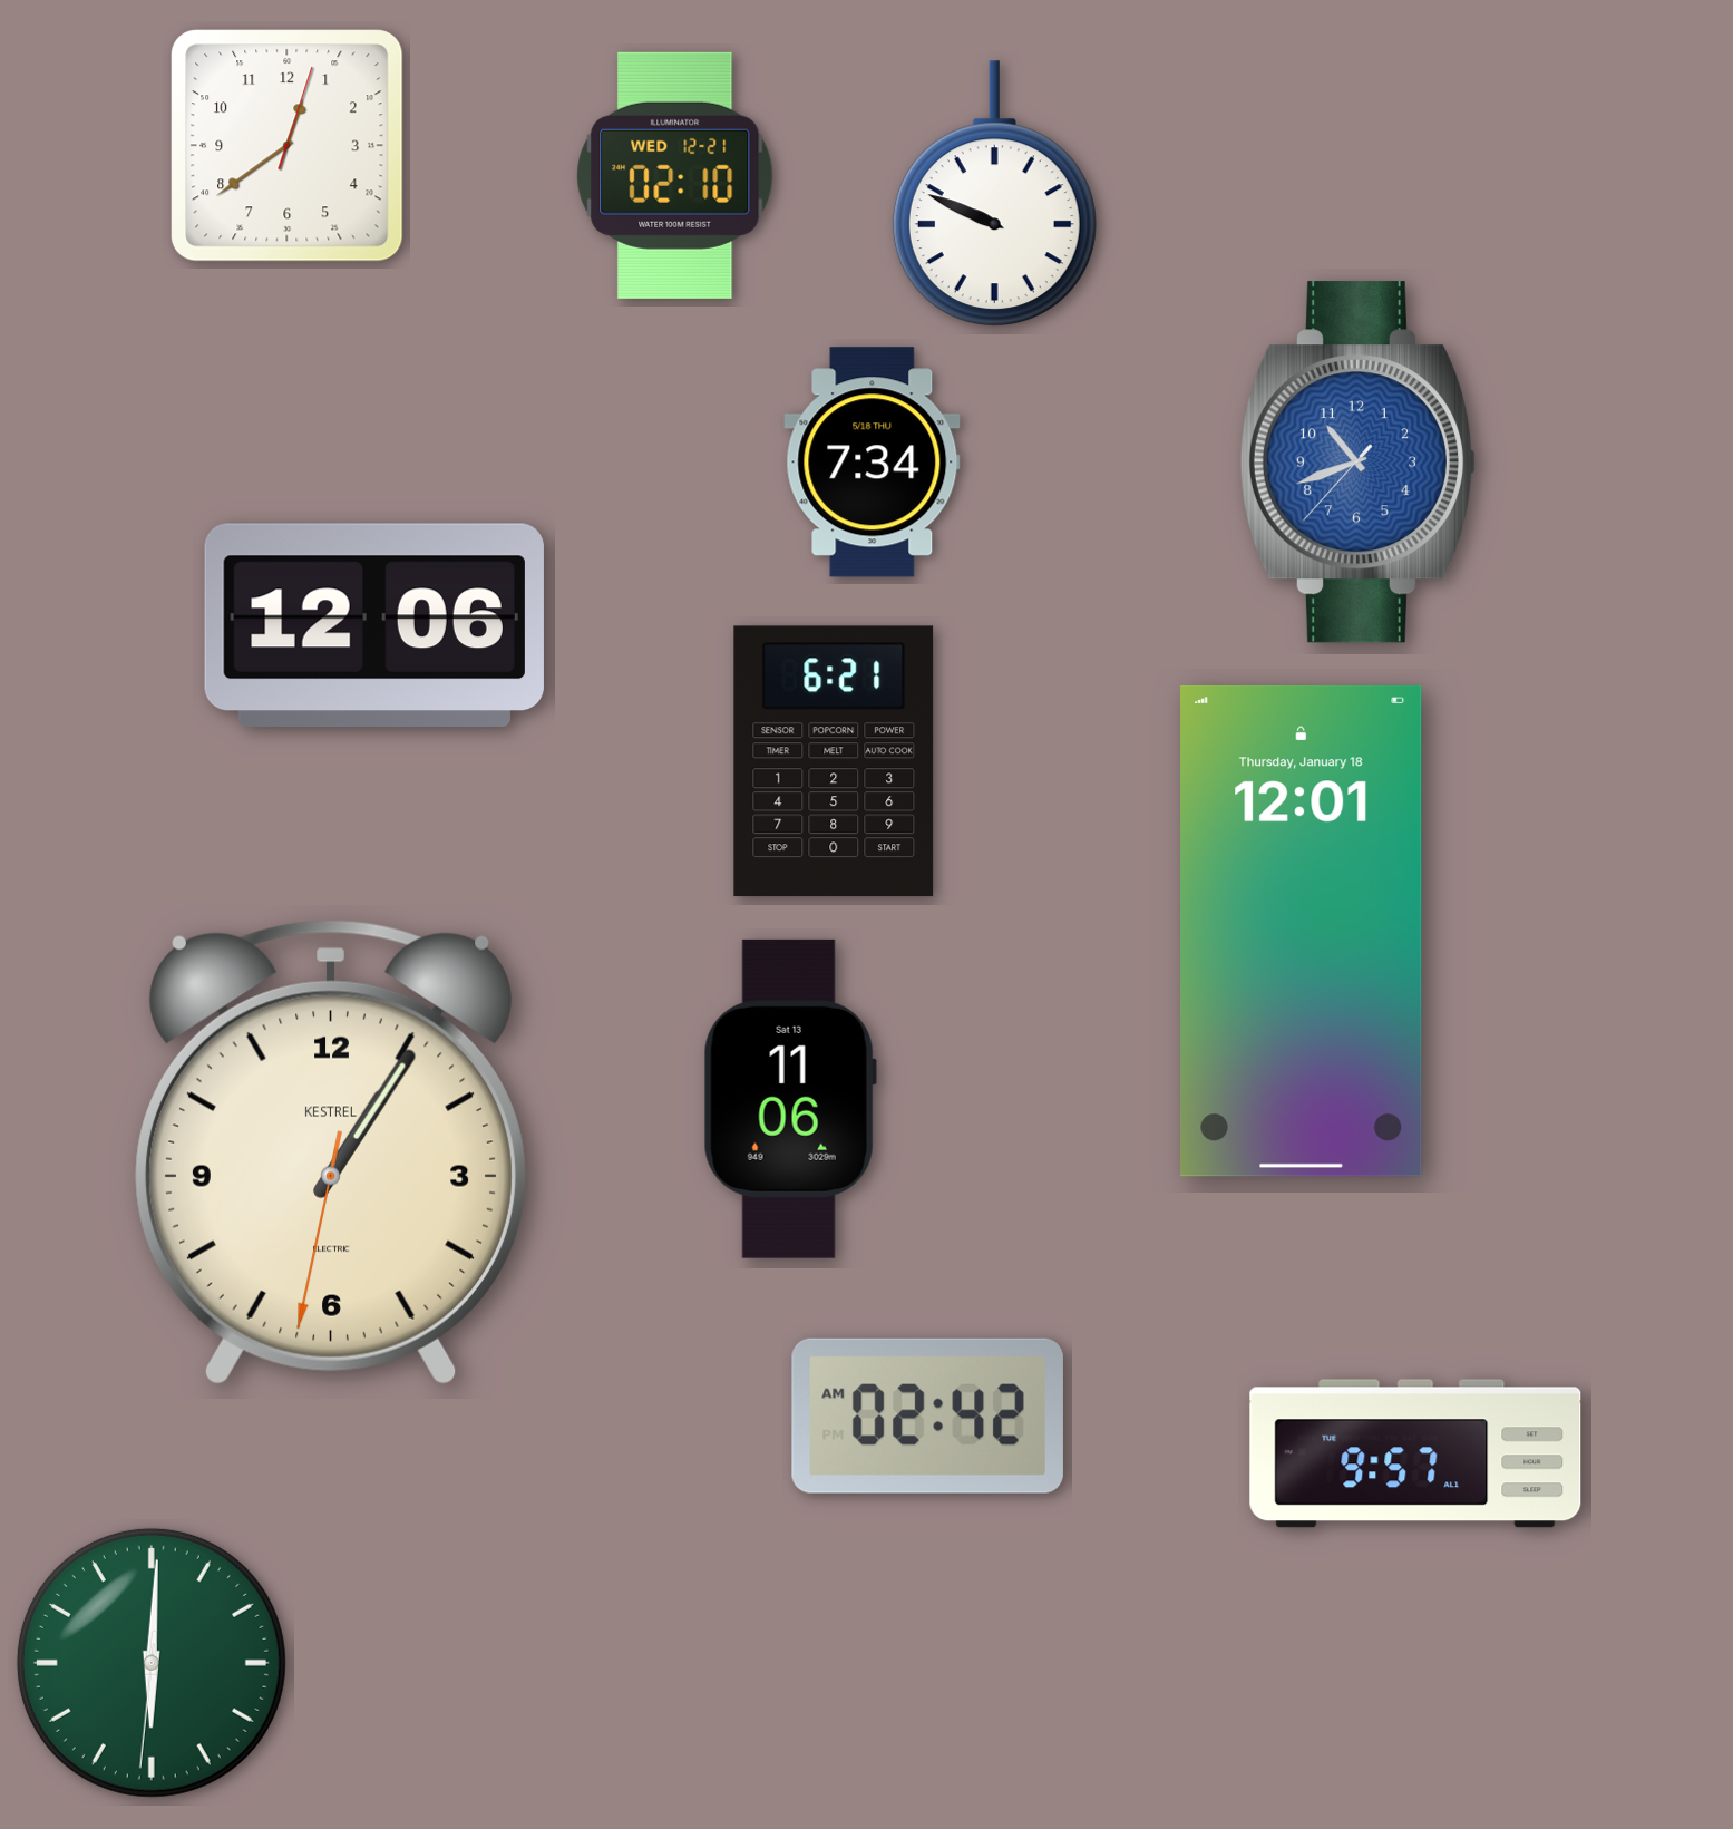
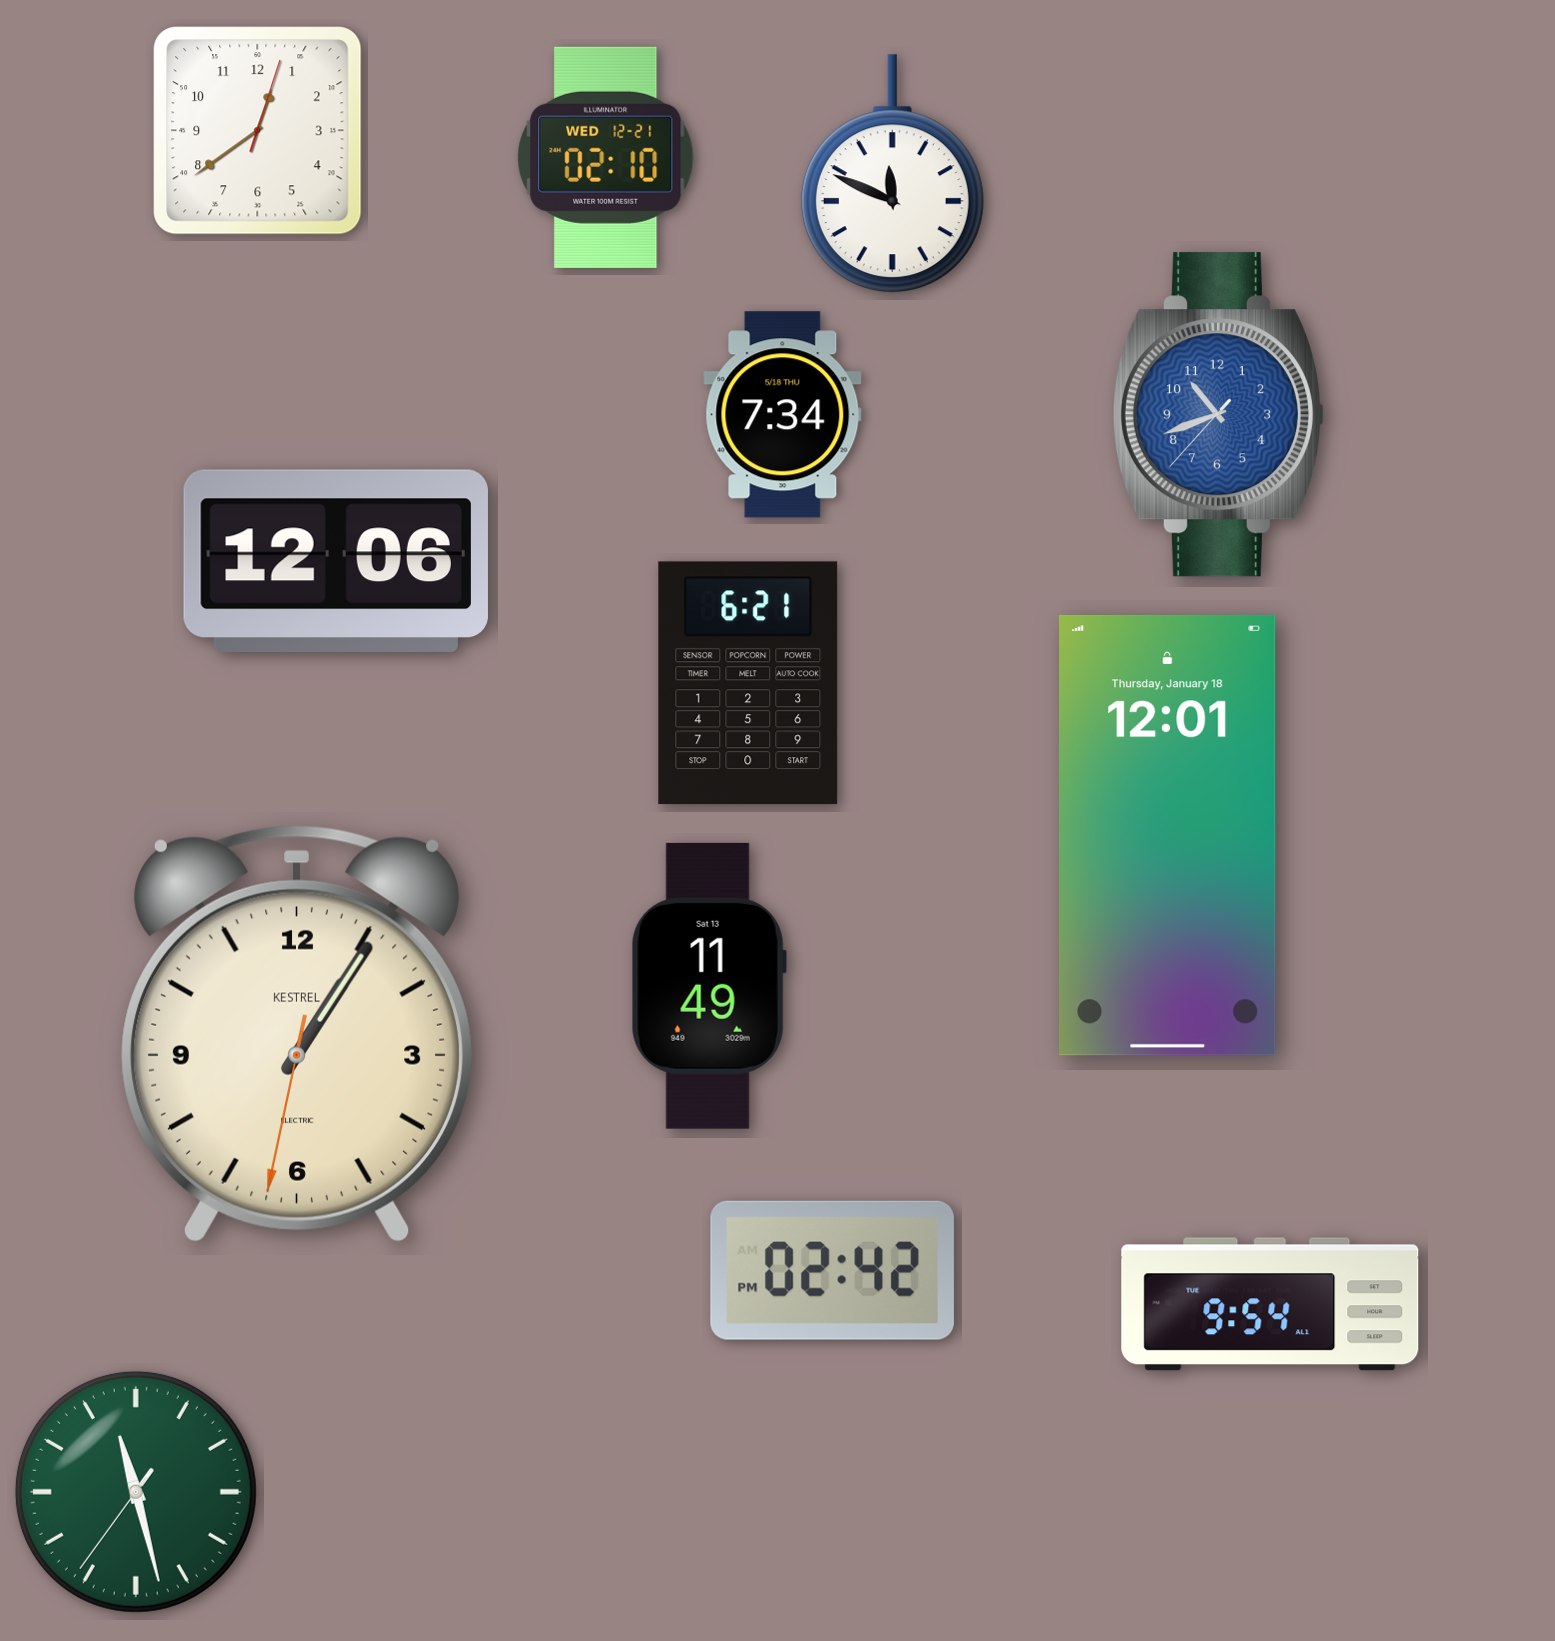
clock at (994, 194): 9:49 -> 11:49
clock at (790, 1099): 11:06 -> 11:49
clock at (927, 1415): 02:42 AM -> 02:42 PM
clock at (1415, 1453): 9:57 -> 9:54
clock at (152, 1663): 6:00 -> 11:27
